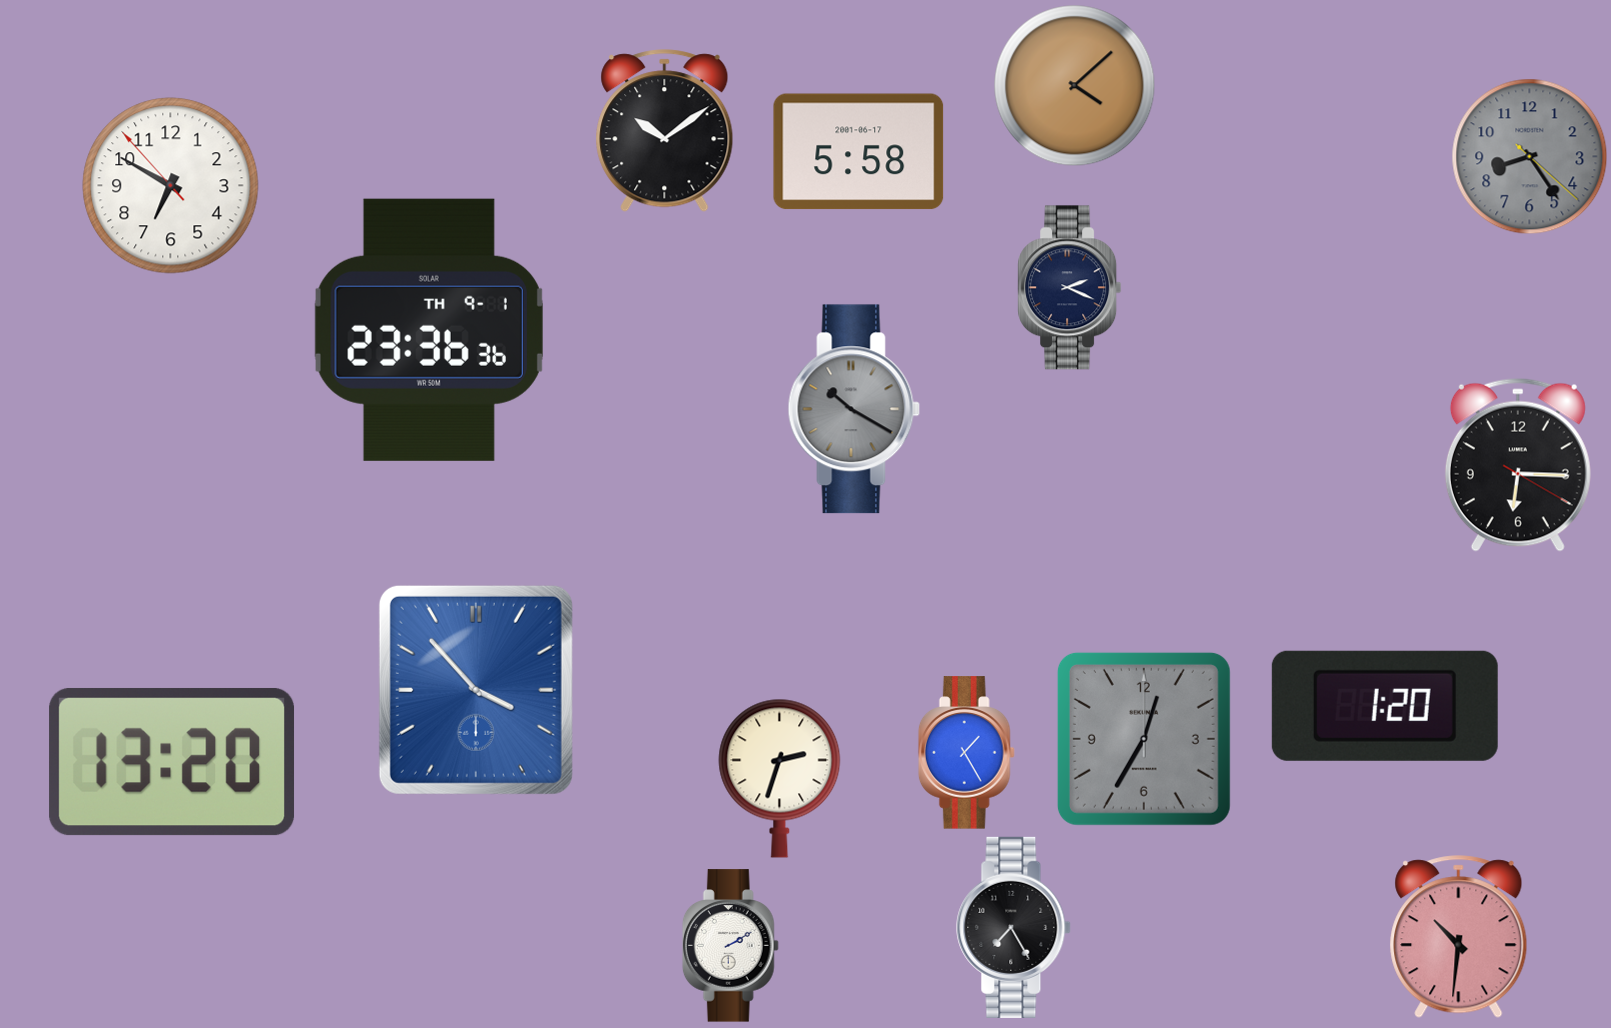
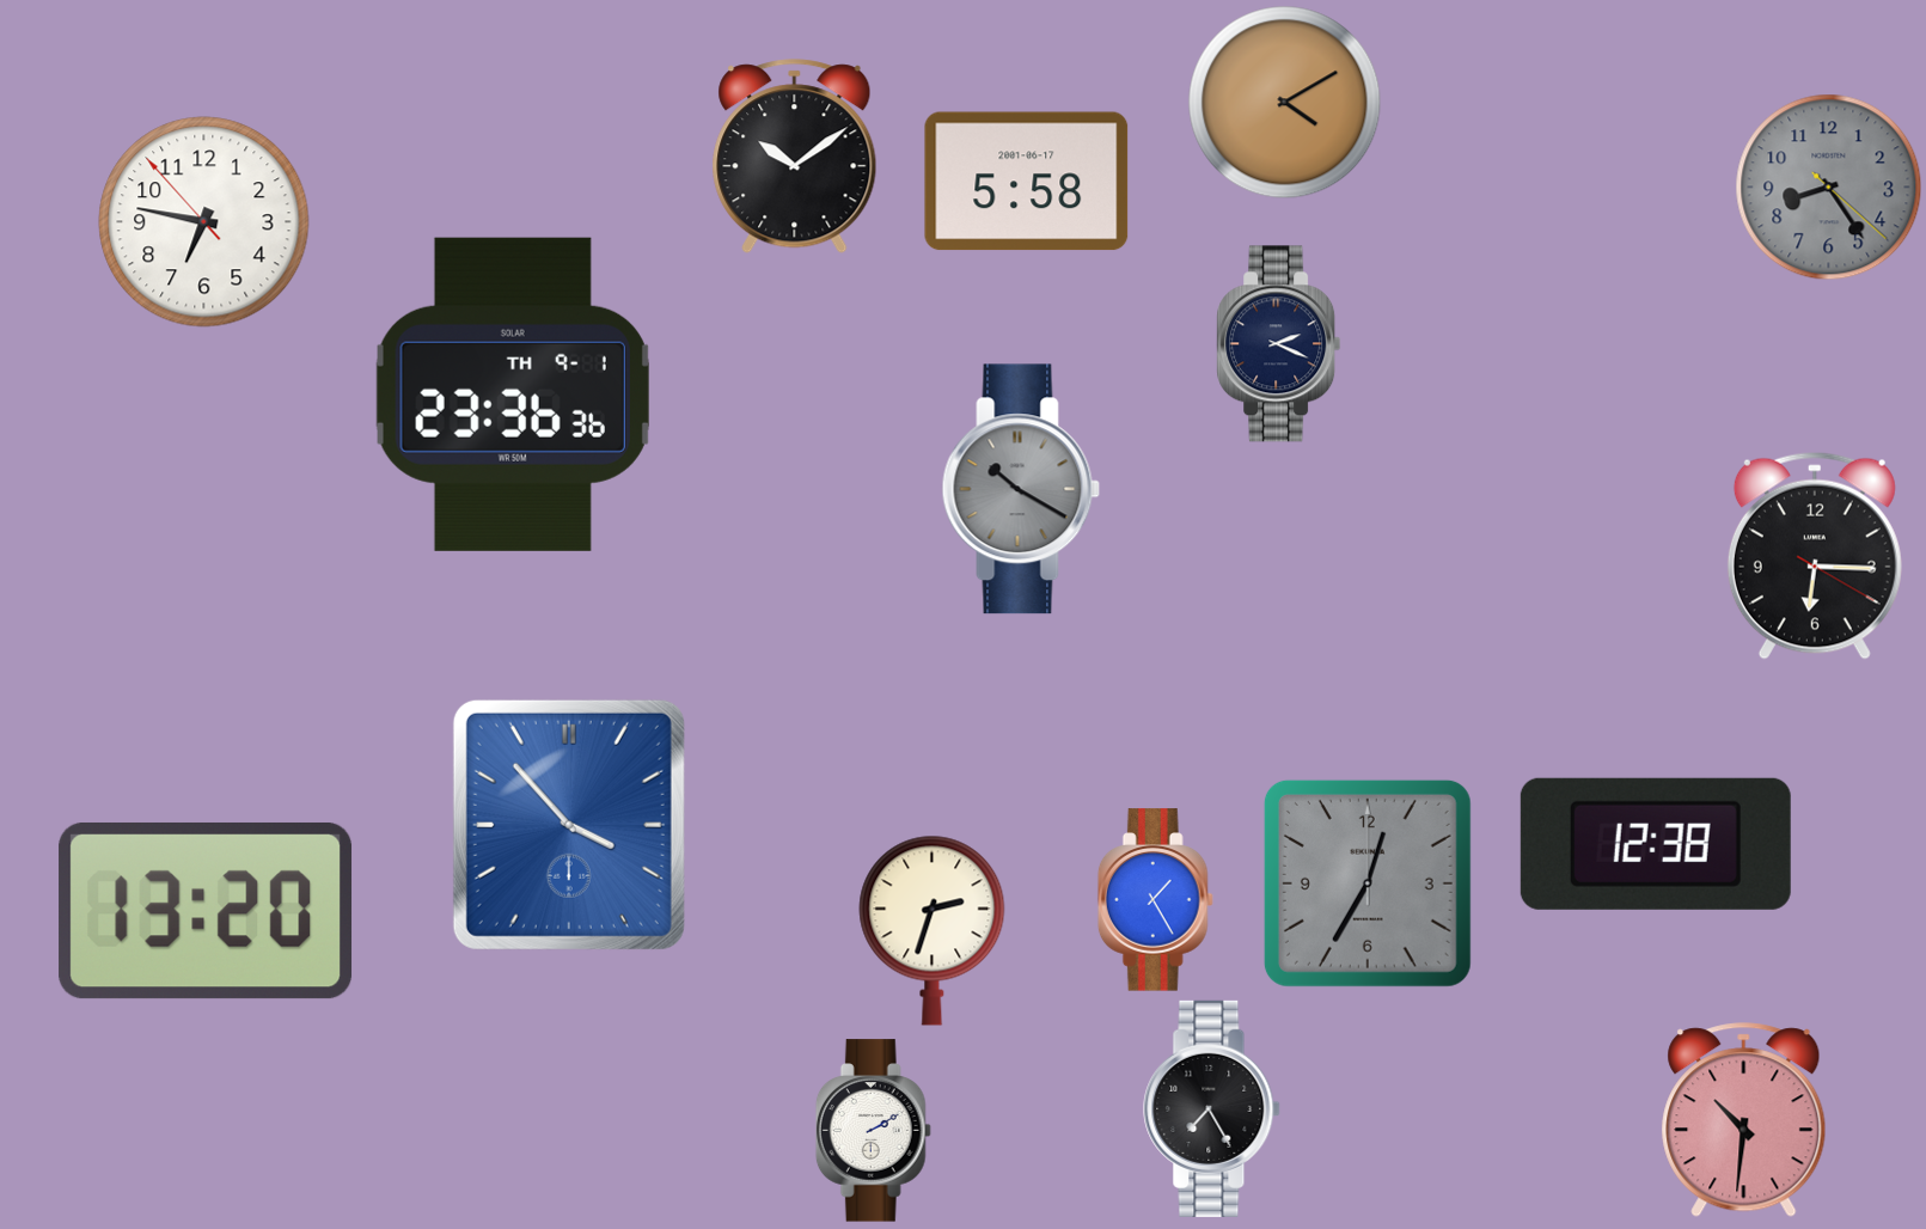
clock at (1075, 86): 4:08 -> 4:10
clock at (171, 186): 6:49 -> 6:46
clock at (1385, 706): 1:20 -> 12:38
